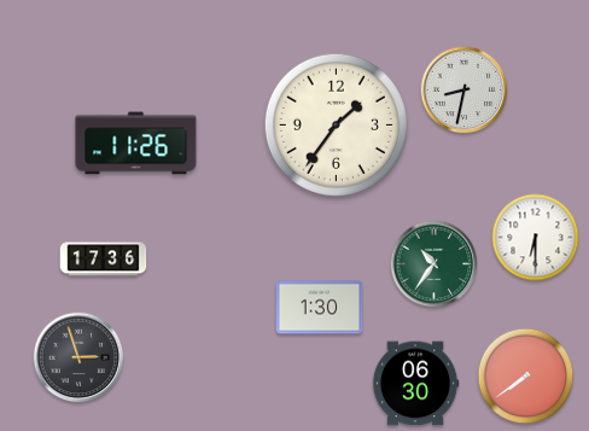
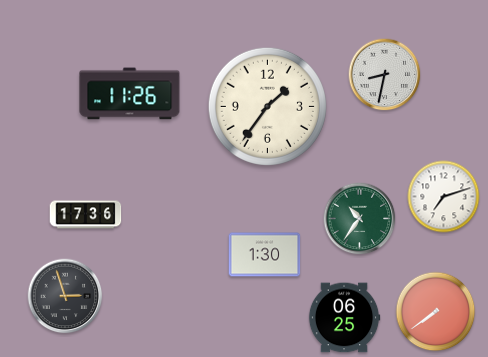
clock at (336, 124) position: (336, 124) -> (267, 106)
clock at (136, 144) position: (136, 144) -> (130, 94)
clock at (536, 238): 6:30 -> 7:12
clock at (415, 384): 06:30 -> 06:25
